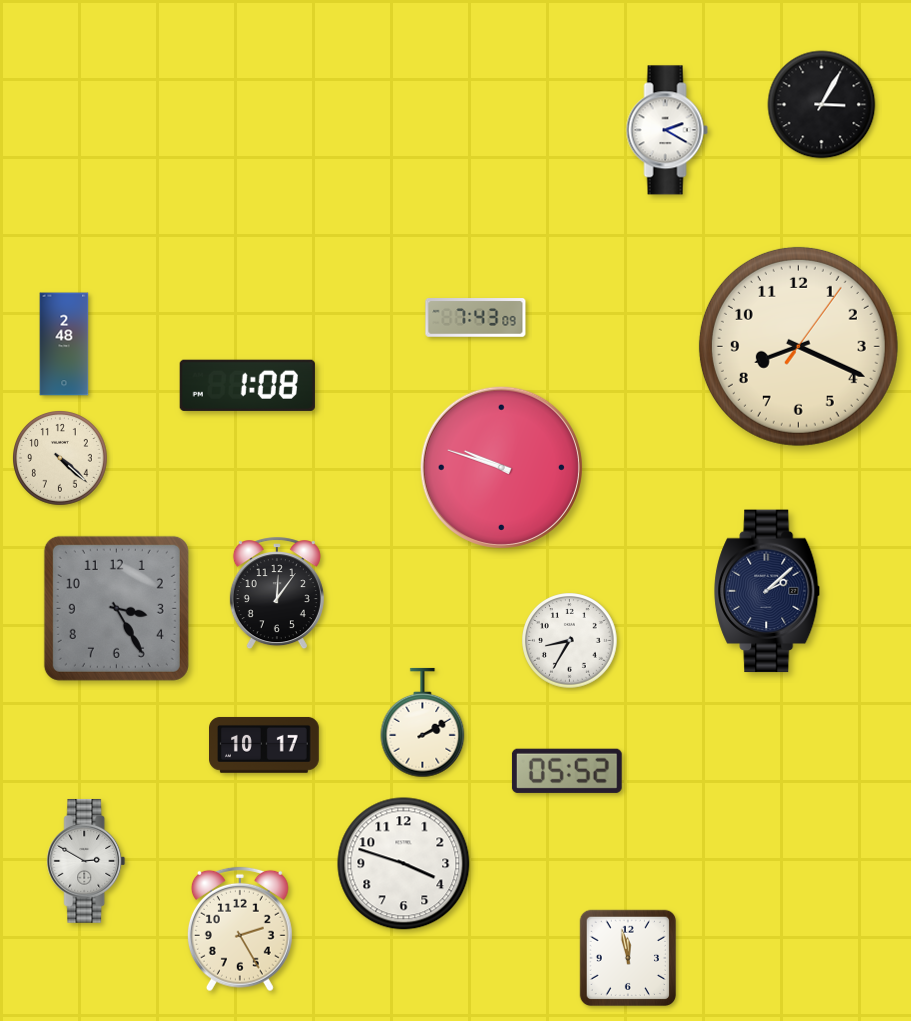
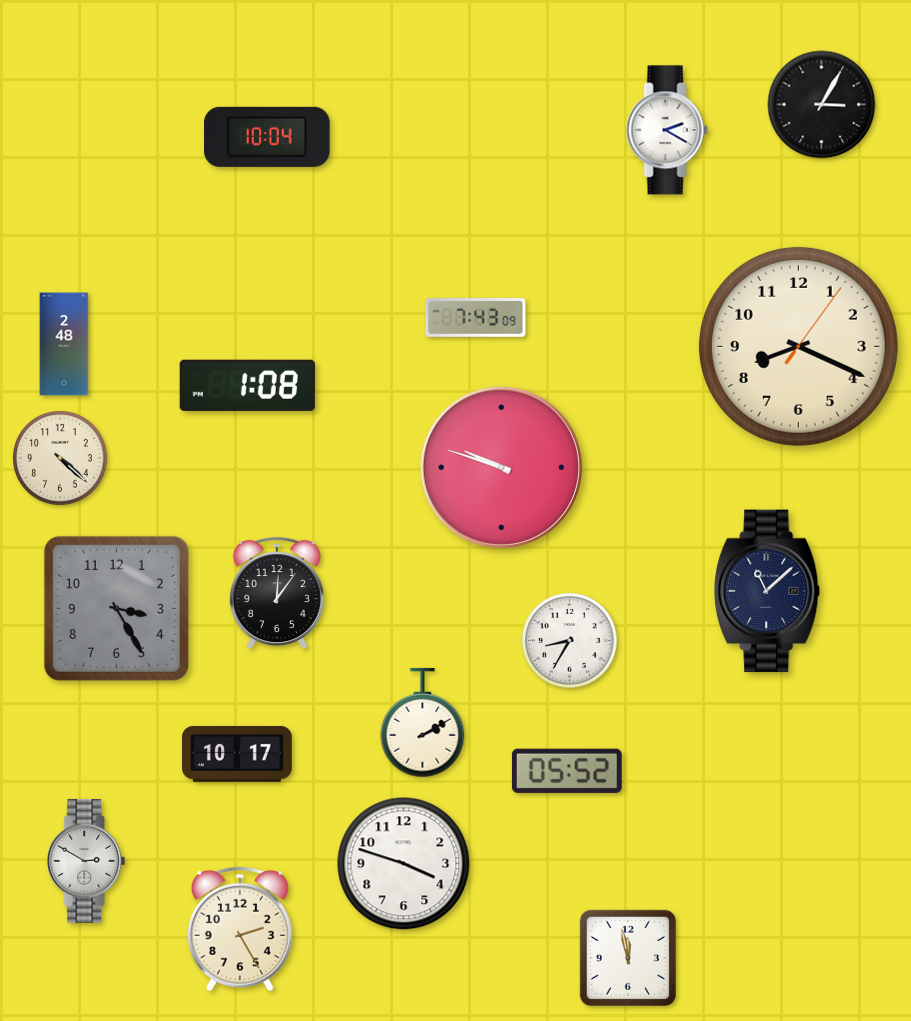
clock at (267, 137): none -> 10:04
clock at (768, 591): 2:08 -> 11:08
clock at (265, 745) position: (265, 745) -> (238, 754)
